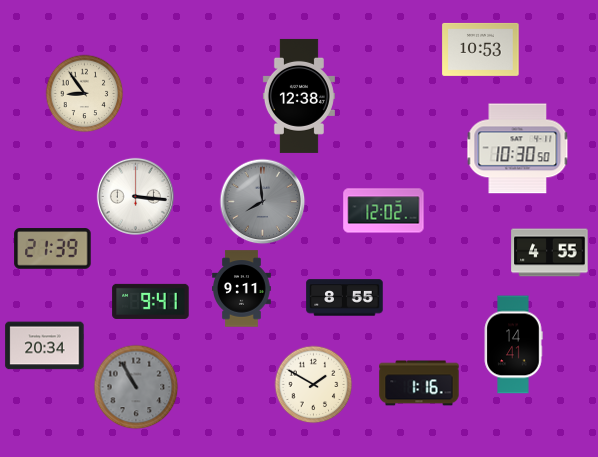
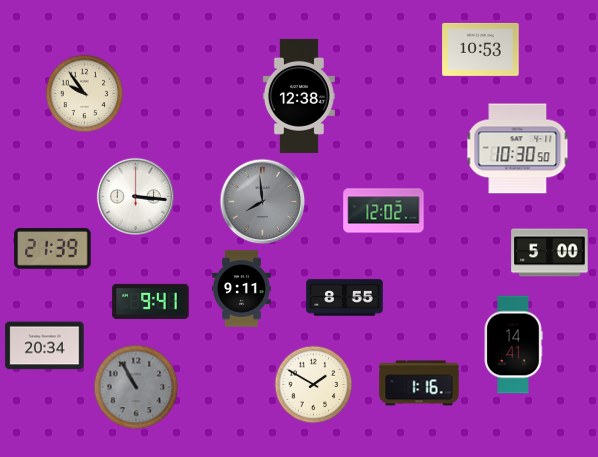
clock at (84, 93): 8:54 -> 9:54
clock at (550, 253): 4:55 -> 5:00
